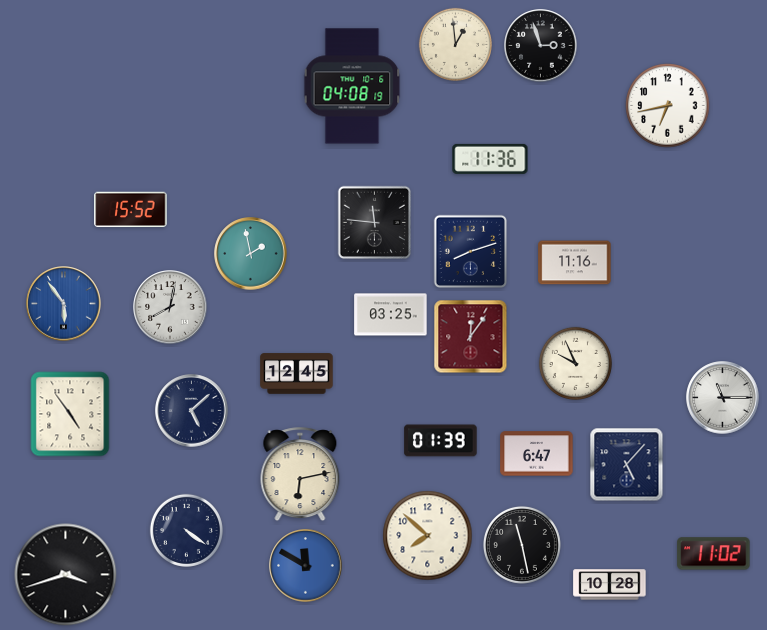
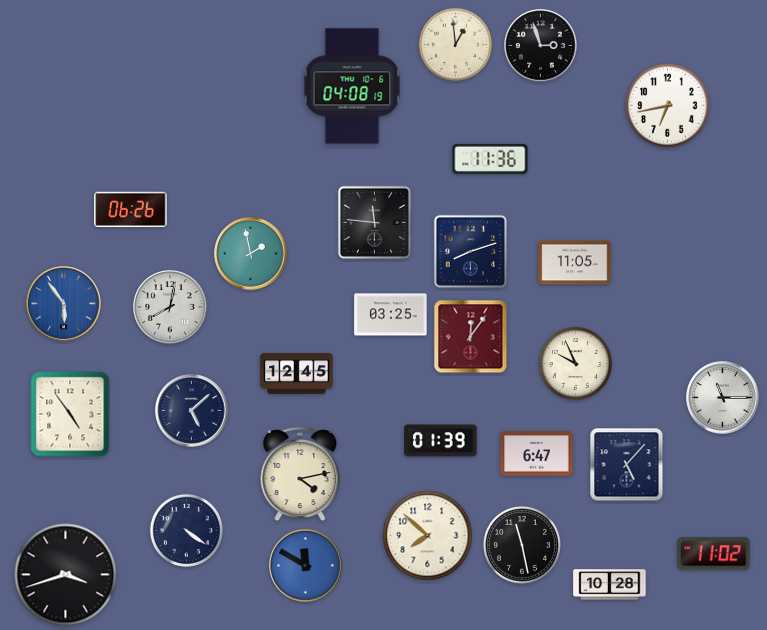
clock at (131, 210): 15:52 -> 06:26
clock at (575, 263): 11:16 -> 11:05
clock at (300, 475): 6:13 -> 4:13
